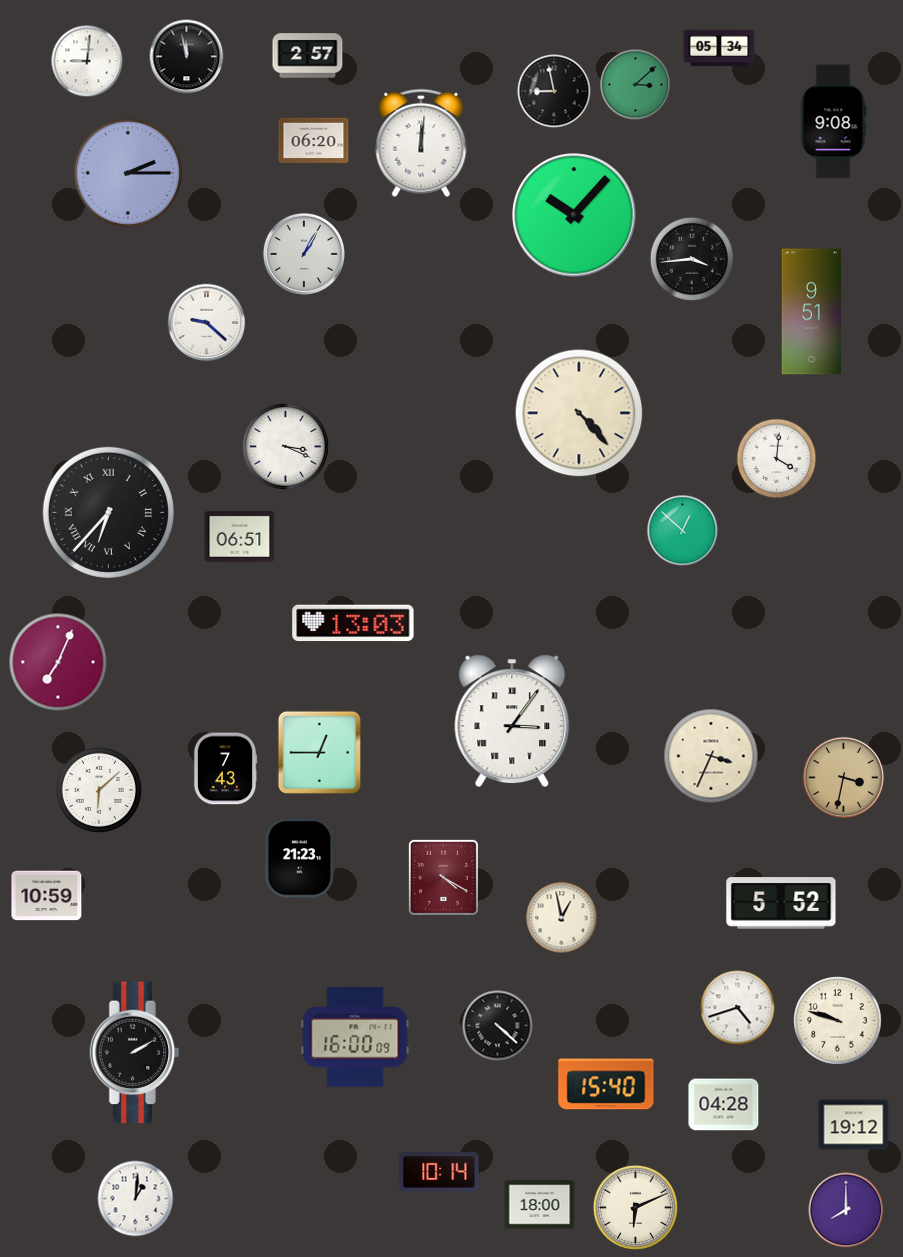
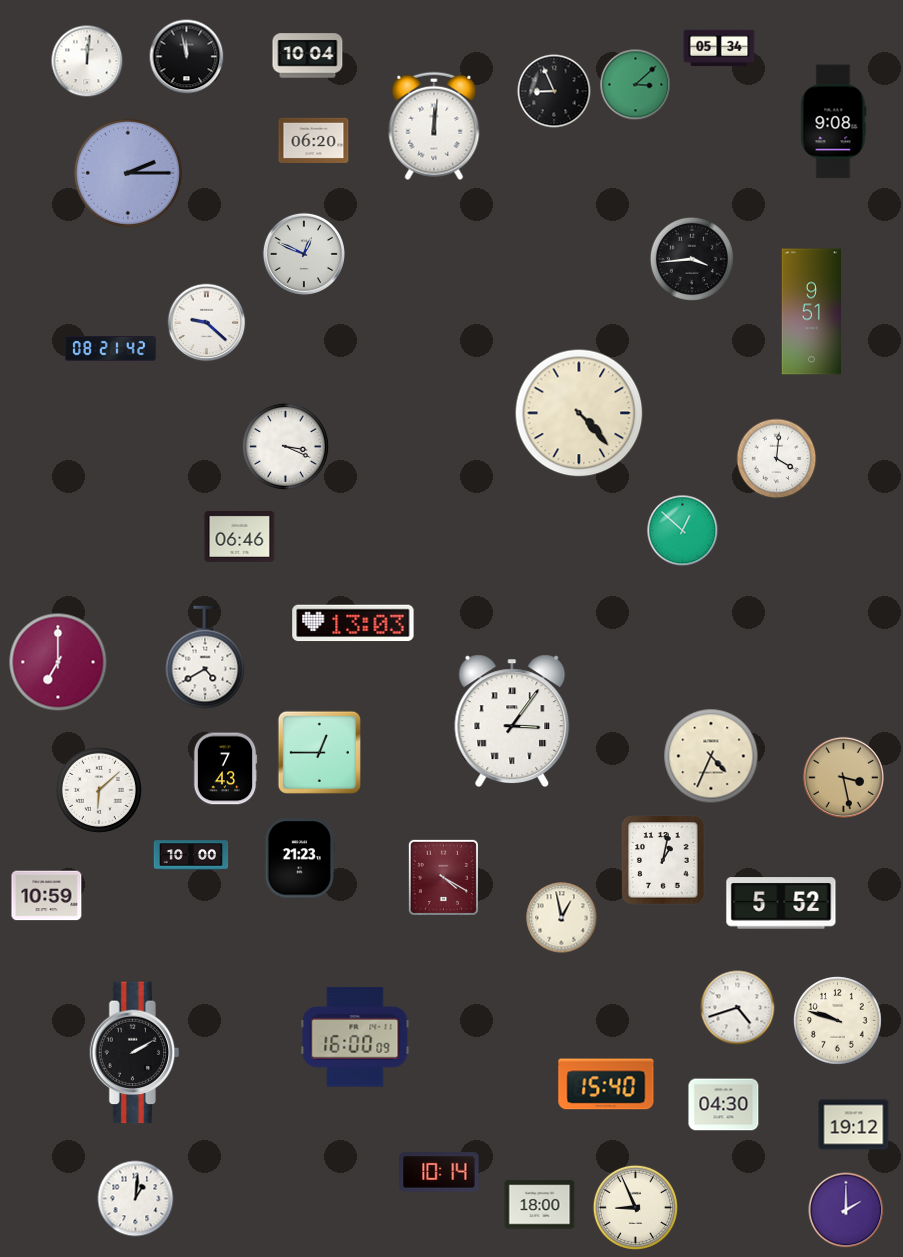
clock at (308, 56): 2:57 -> 10:04
clock at (87, 61): 9:01 -> 12:01
clock at (554, 91): 8:58 -> 8:56
clock at (421, 143) position: (421, 143) -> (434, 126)
clock at (574, 215): 10:07 -> none
clock at (304, 254): 1:05 -> 12:49
clock at (111, 348): none -> 08:21
clock at (108, 512): 6:37 -> none
clock at (240, 537): 06:51 -> 06:46
clock at (205, 657): none -> 4:40
clock at (58, 662): 7:04 -> 7:00
clock at (711, 756): 3:34 -> 4:34
clock at (843, 777): 3:32 -> 3:28
clock at (191, 855): none -> 10:00
clock at (663, 860): none -> 1:02
clock at (498, 1026): 4:22 -> none
clock at (724, 1105): 04:28 -> 04:30
clock at (635, 1207): 6:11 -> 8:56
clock at (846, 1210): 8:00 -> 2:00
